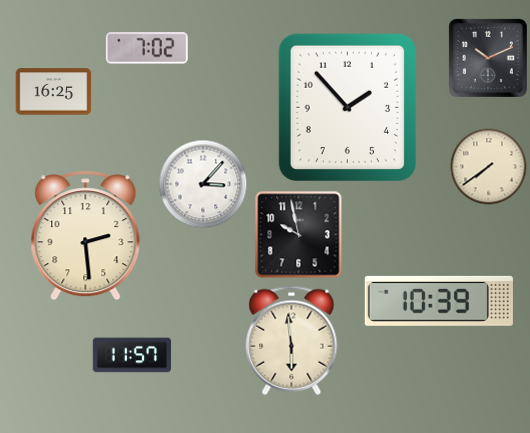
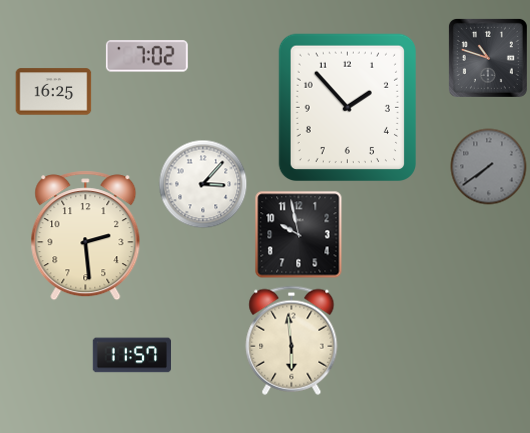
clock at (147, 48) position: (147, 48) -> (147, 56)
clock at (488, 58): 10:11 -> 10:48
clock at (489, 167) dial: cream -> grey
clock at (439, 301): 10:39 -> none
